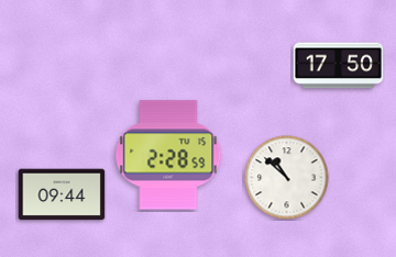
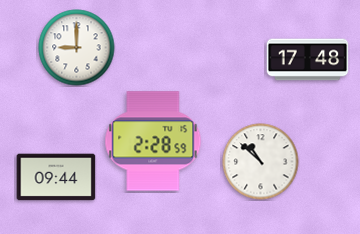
clock at (77, 48): none -> 9:00
clock at (339, 66): 17:50 -> 17:48
